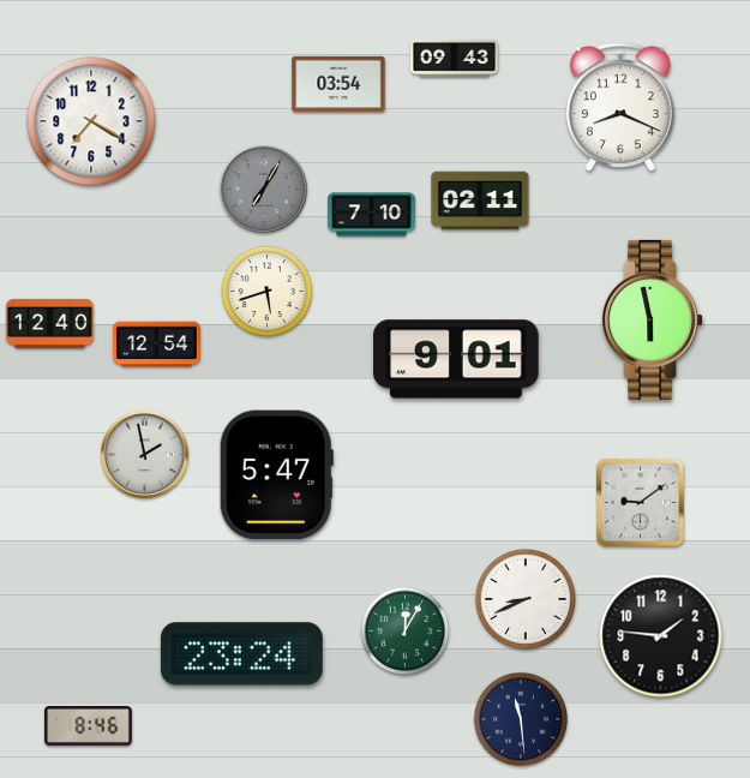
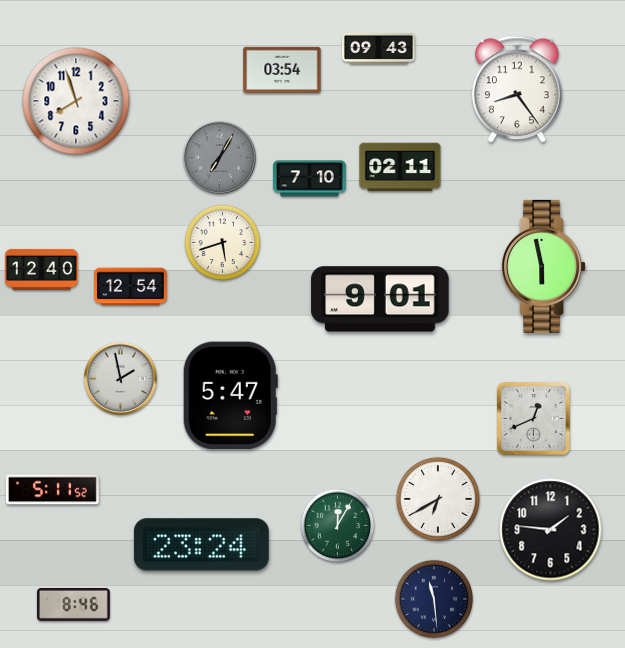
clock at (620, 108): 8:19 -> 8:24
clock at (91, 121): 7:20 -> 7:57
clock at (641, 503): 9:09 -> 12:41
clock at (52, 490): none -> 5:11
clock at (526, 599): 8:41 -> 6:40
